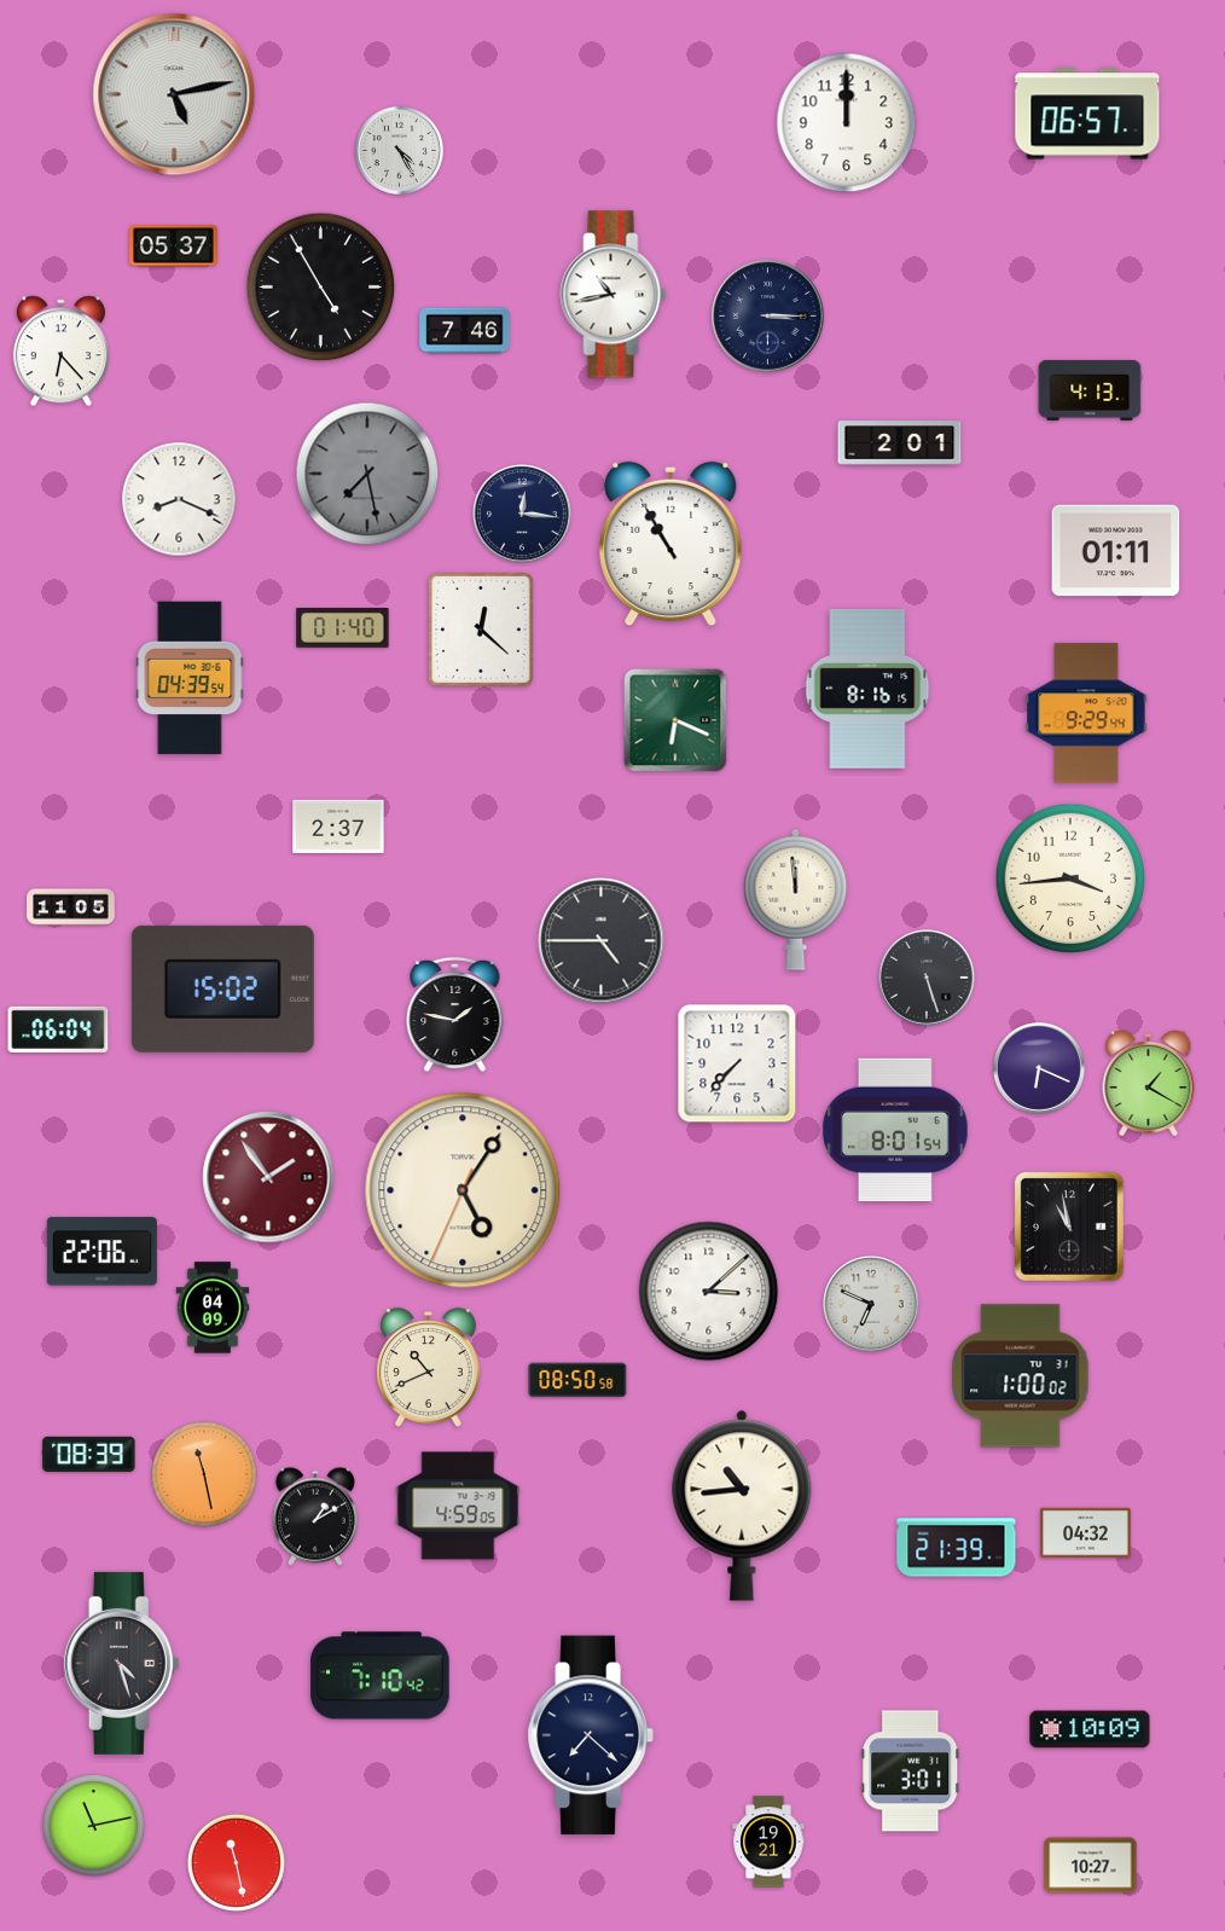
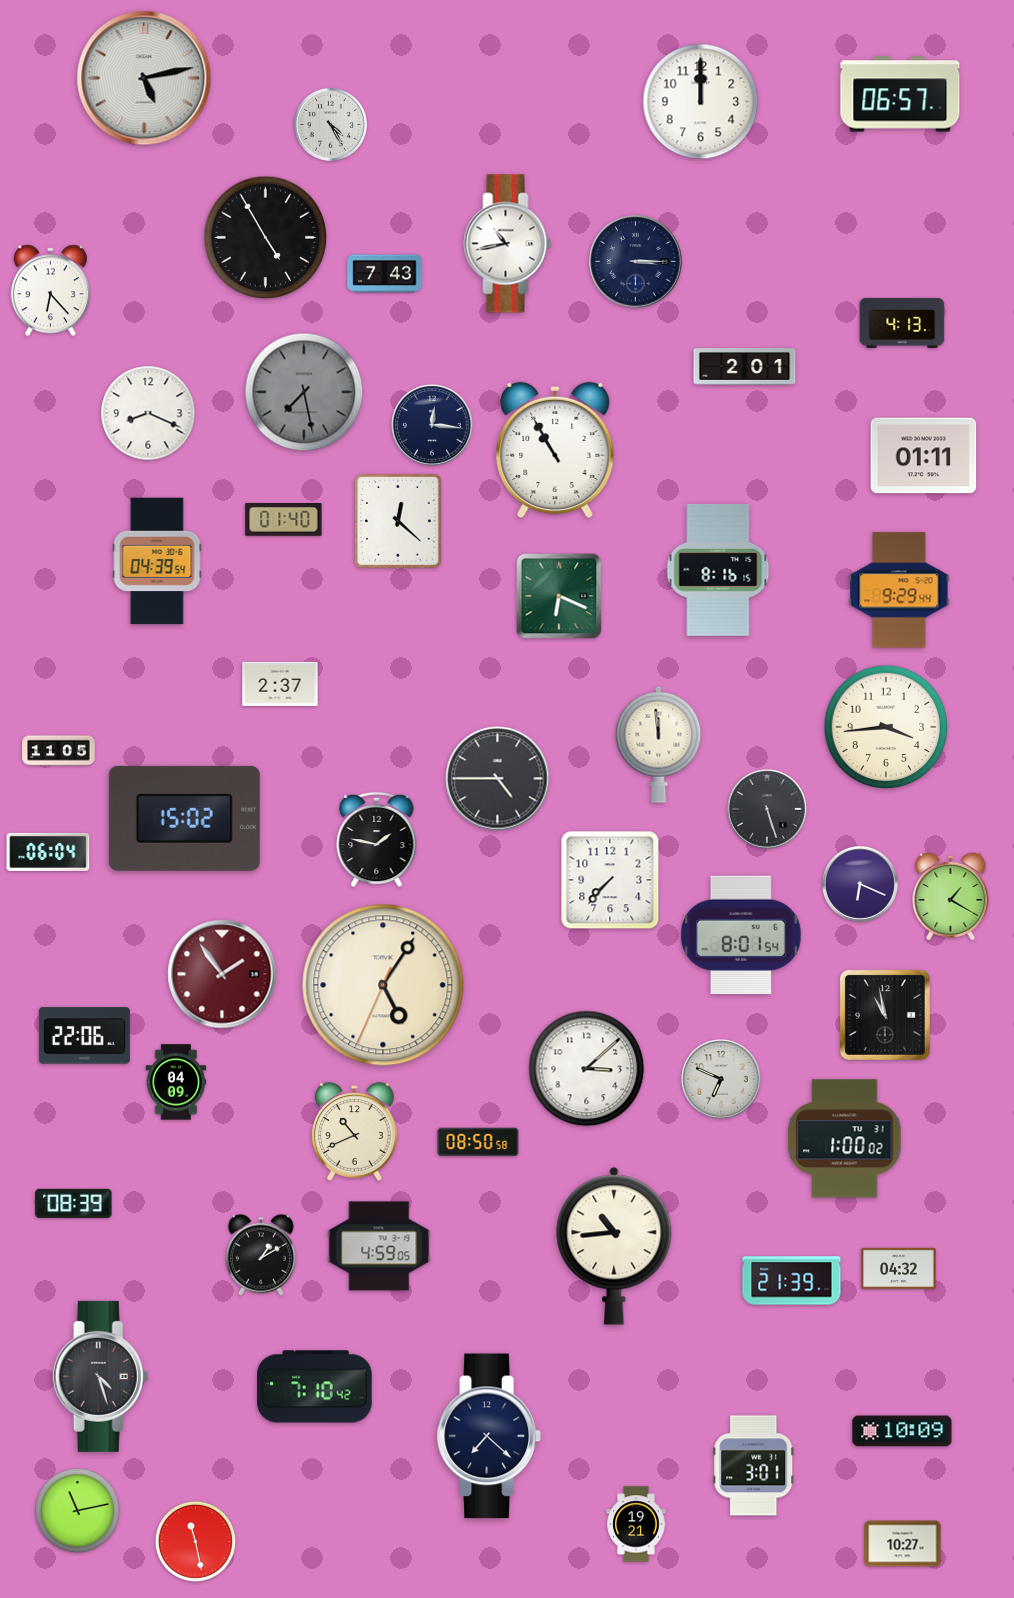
clock at (174, 247): 05:37 -> none
clock at (465, 331): 7:46 -> 7:43
clock at (204, 1474): 11:28 -> none
